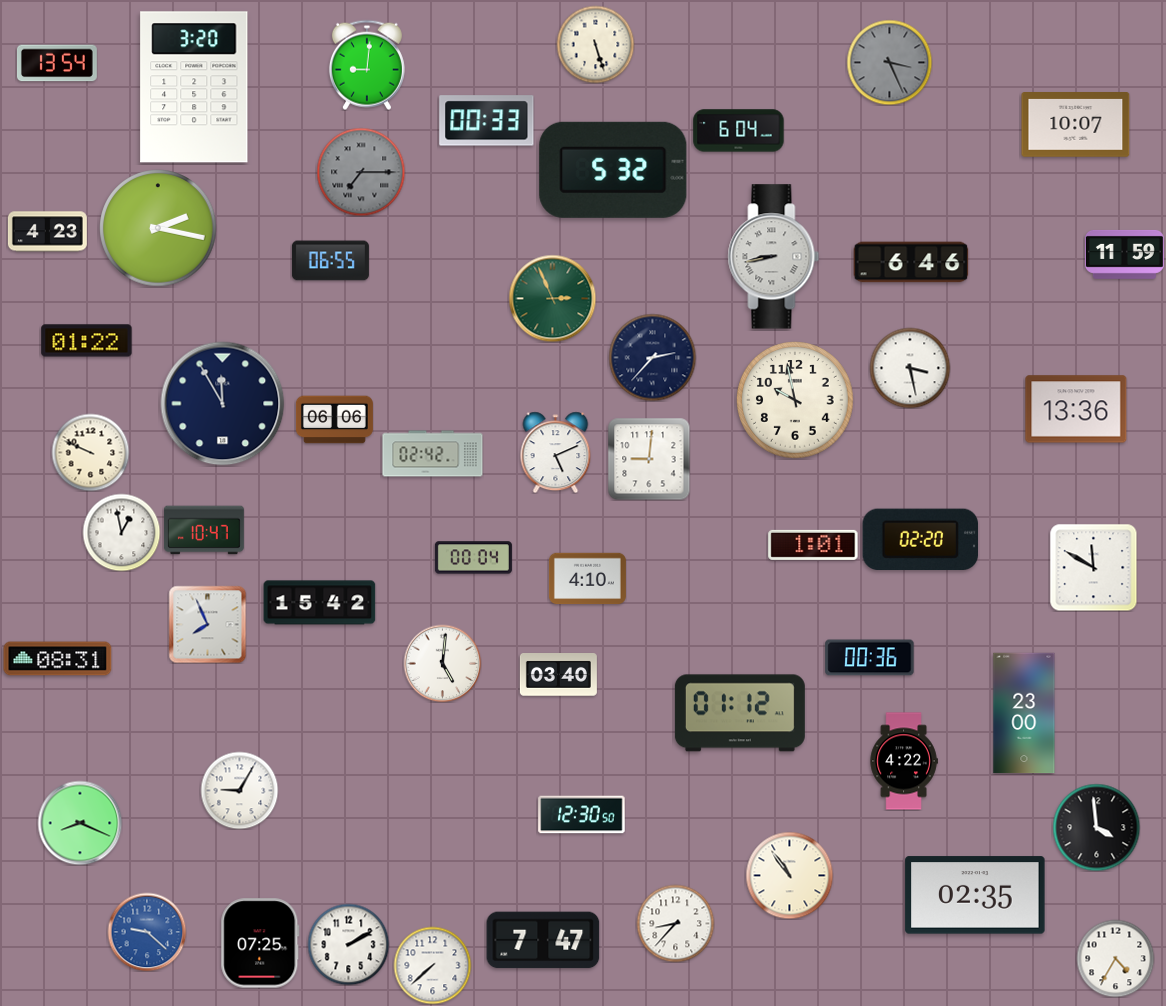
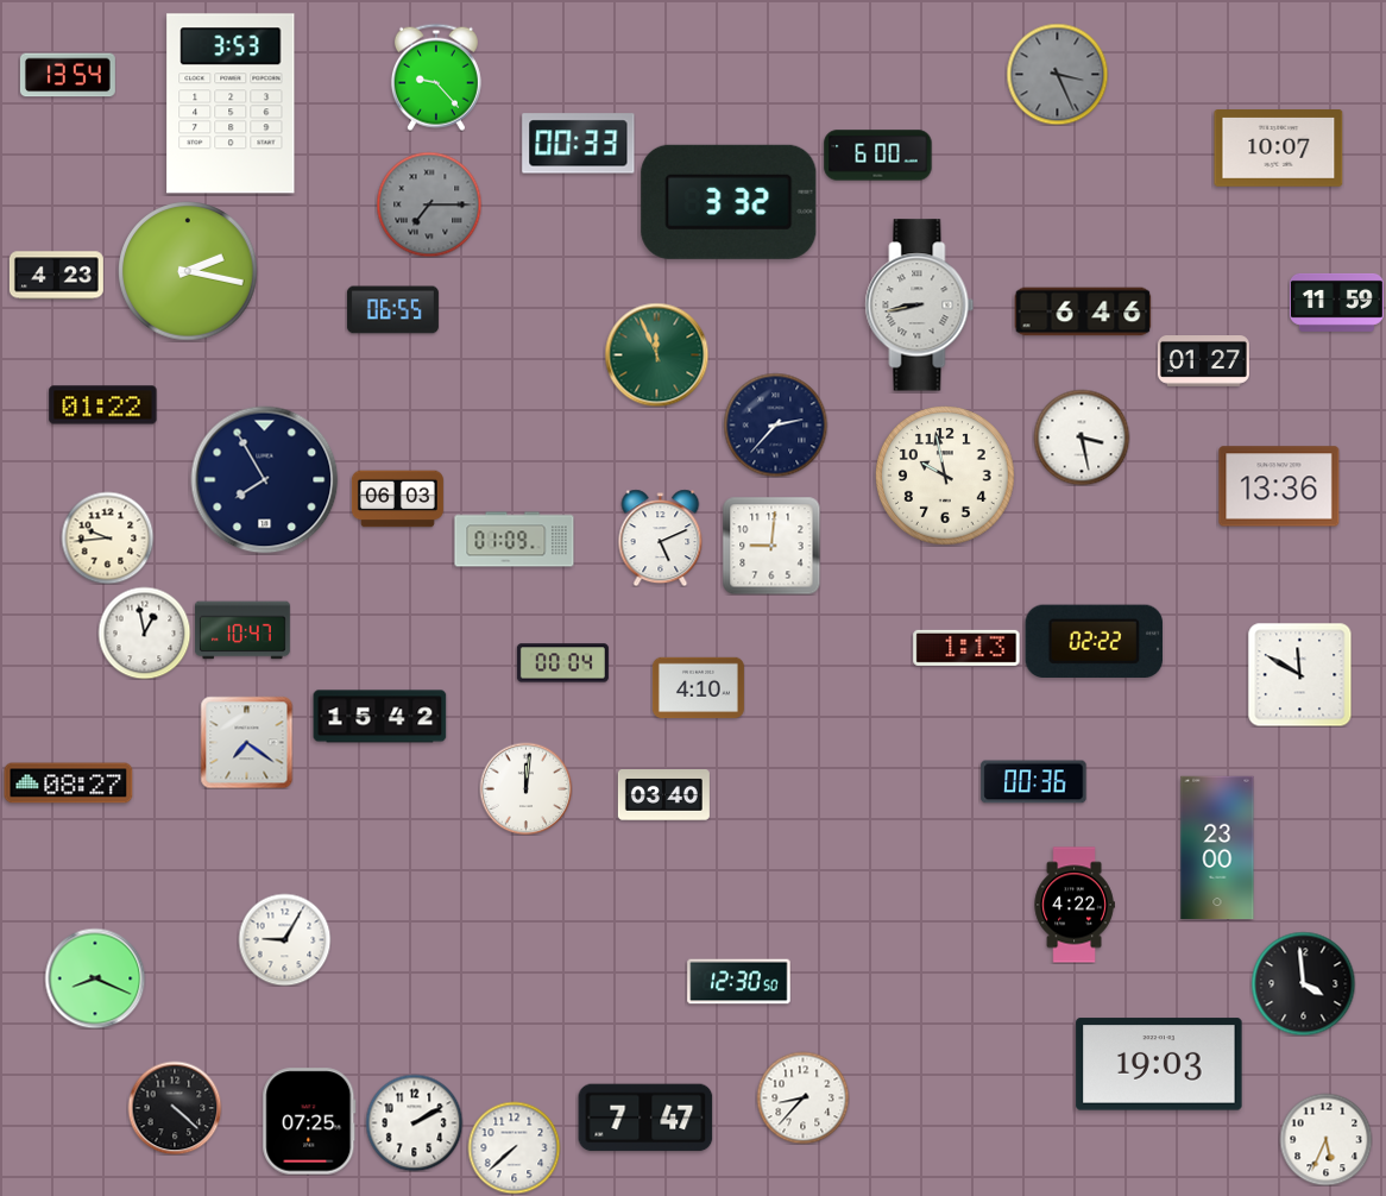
clock at (595, 44): 5:27 -> none
clock at (367, 65): 9:01 -> 9:23
clock at (194, 87): 3:20 -> 3:53
clock at (739, 131): 6:04 -> 6:00
clock at (613, 170): 5:32 -> 3:32
clock at (552, 298): 2:56 -> 11:56
clock at (1203, 361): none -> 01:27
clock at (223, 404): 11:55 -> 7:55
clock at (334, 420): 06:06 -> 06:03
clock at (90, 452): 9:49 -> 9:44
clock at (433, 454): 02:42 -> 01:09
clock at (921, 539): 02:20 -> 02:22
clock at (813, 545): 1:01 -> 1:13
clock at (207, 624): 7:56 -> 7:21
clock at (58, 659): 08:31 -> 08:27
clock at (442, 663): 5:01 -> 12:01
clock at (558, 675) position: (558, 675) -> (663, 795)
clock at (740, 713): 01:12 -> none
clock at (582, 815) position: (582, 815) -> (739, 982)
clock at (789, 875): 10:54 -> none
clock at (975, 895): 02:35 -> 19:03
clock at (147, 932): 9:22 -> 4:22
clock at (147, 932) dial: blue -> black
clock at (1115, 958): 4:35 -> 5:34
